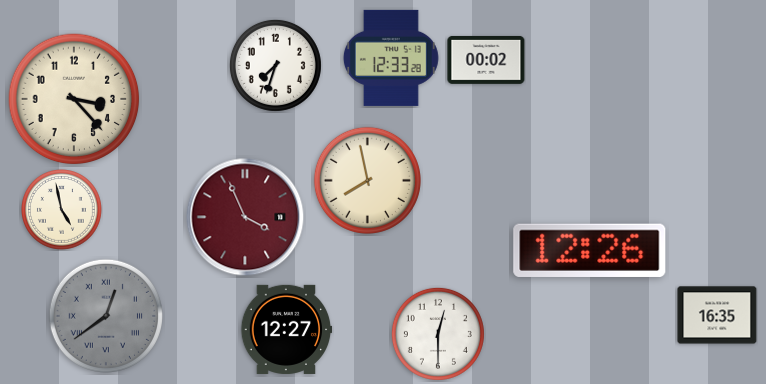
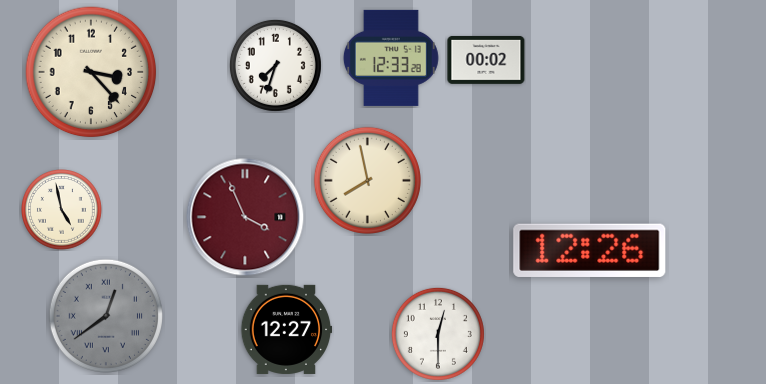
clock at (74, 99) position: (74, 99) -> (91, 72)
clock at (717, 315): 16:35 -> none
